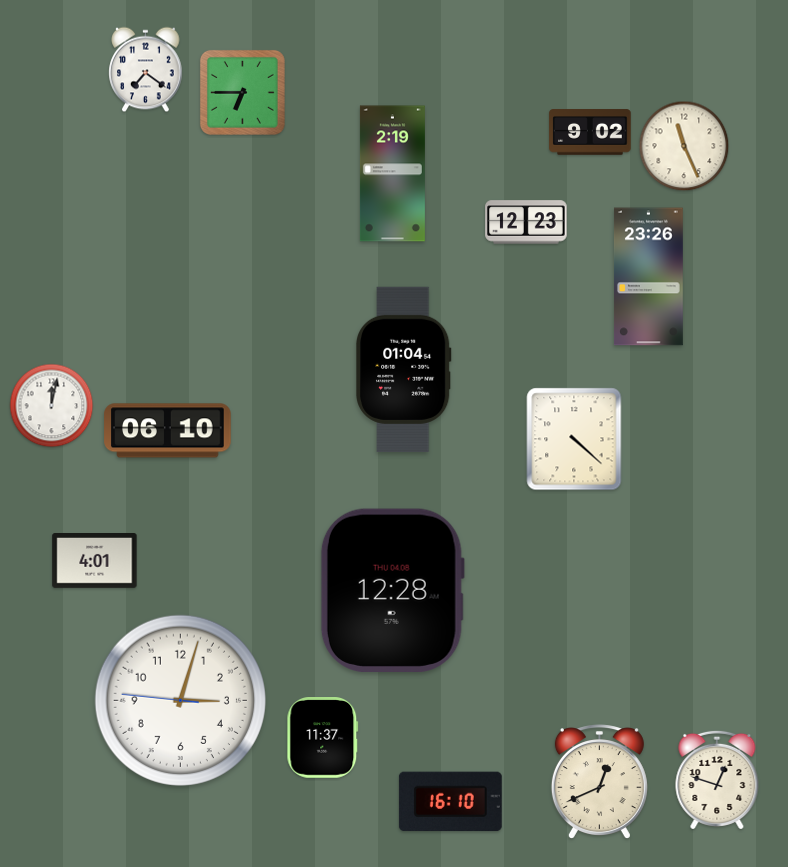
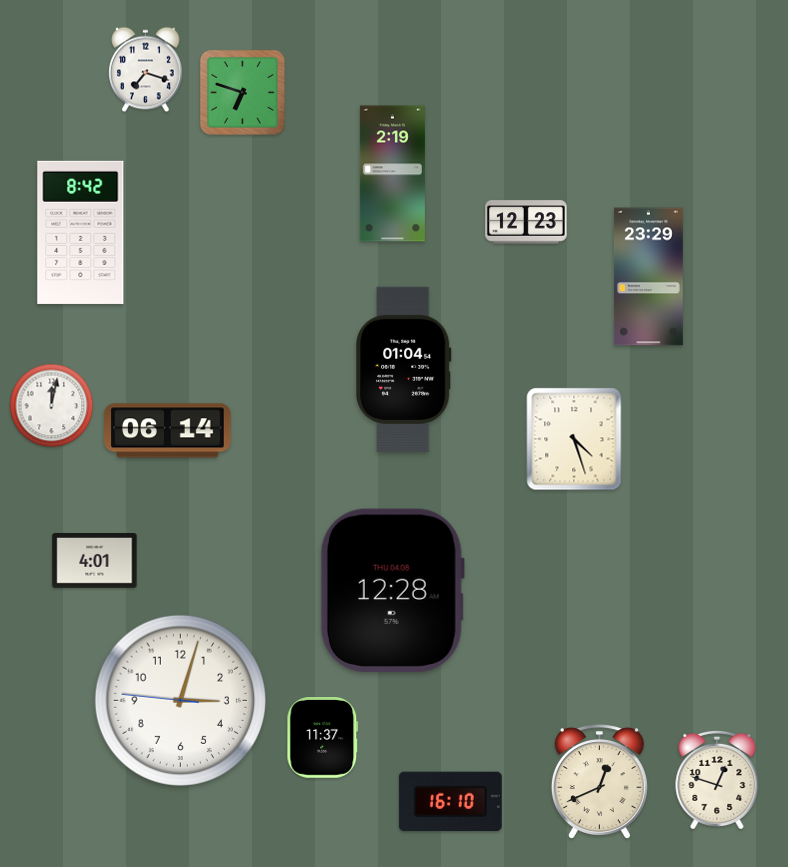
clock at (146, 70): 7:21 -> 7:18
clock at (242, 92): 6:45 -> 6:48
clock at (590, 132): 9:02 -> none
clock at (684, 146): 11:26 -> none
clock at (81, 232): none -> 8:42
clock at (648, 277): 23:26 -> 23:29
clock at (168, 431): 06:10 -> 06:14
clock at (574, 439): 4:22 -> 4:27
